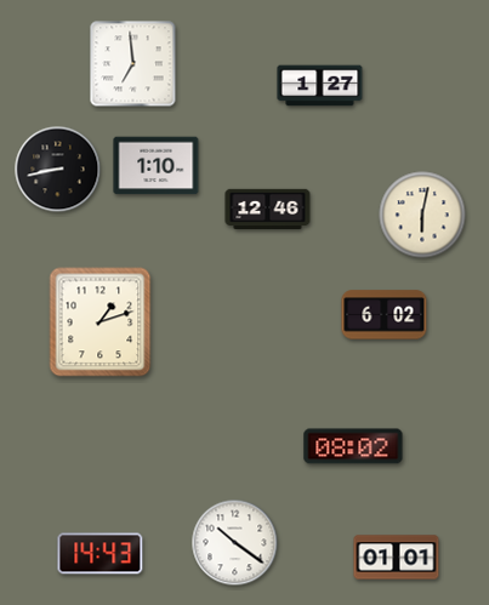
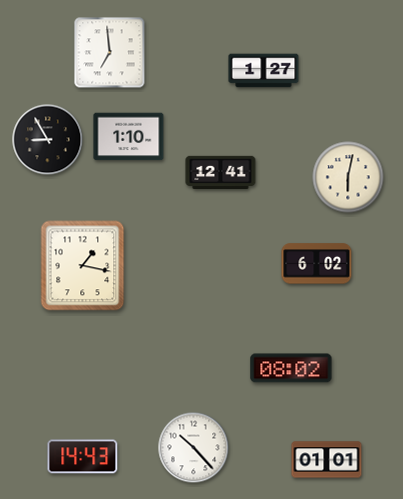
clock at (58, 170): 8:43 -> 8:55
clock at (268, 210): 12:46 -> 12:41
clock at (385, 315) position: (385, 315) -> (317, 264)
clock at (101, 323): 1:12 -> 1:17
clock at (235, 543): 10:21 -> 10:23
